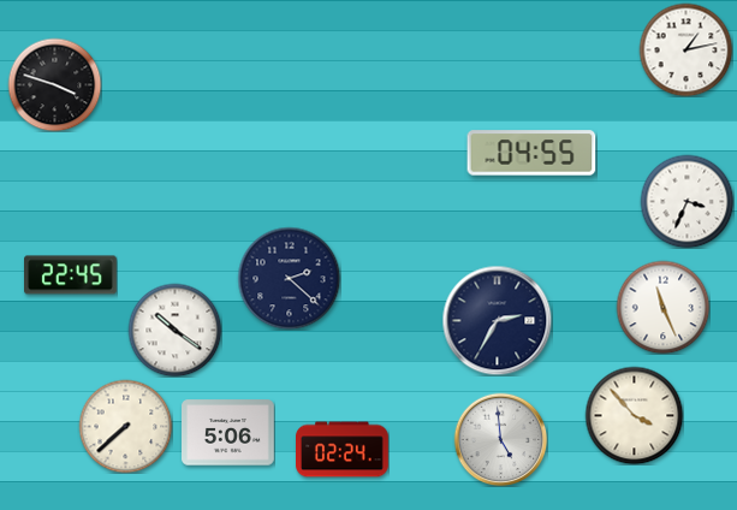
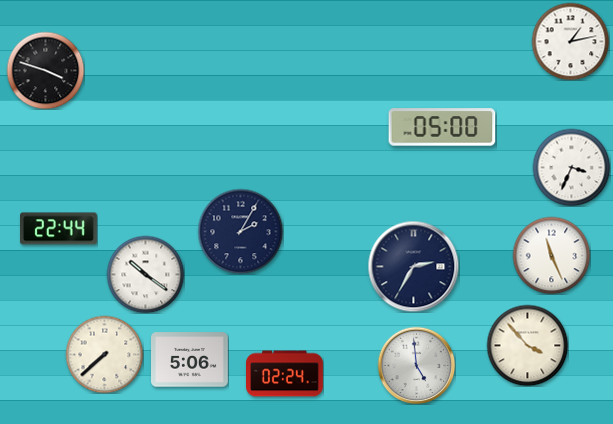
clock at (531, 153): 04:55 -> 05:00
clock at (71, 275): 22:45 -> 22:44
clock at (289, 278): 2:22 -> 2:05
